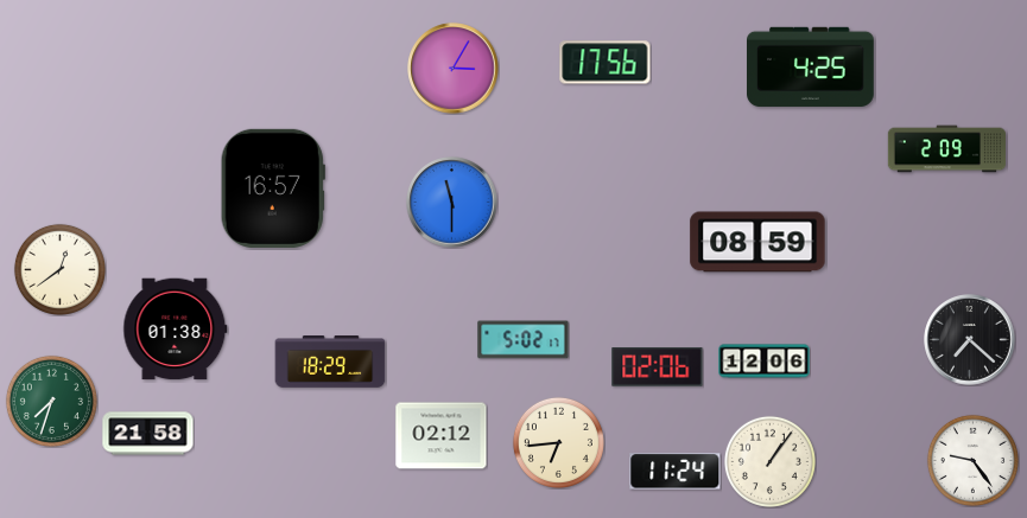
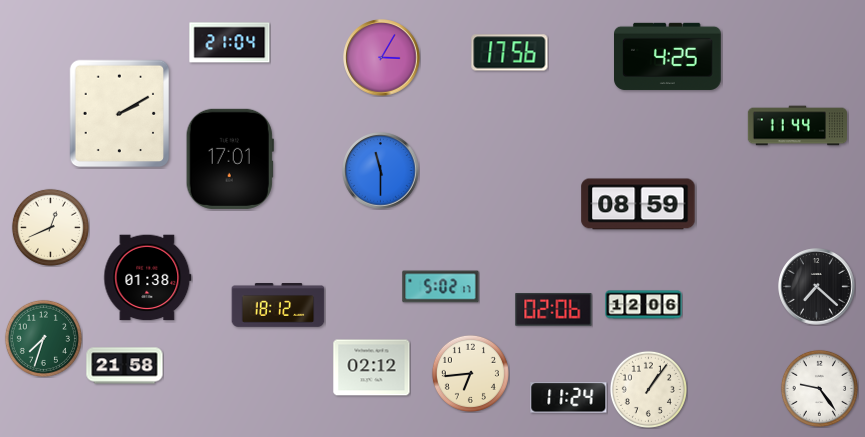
clock at (230, 43): none -> 21:04
clock at (811, 66) position: (811, 66) -> (668, 56)
clock at (120, 114): none -> 2:10
clock at (946, 149): 2:09 -> 11:44
clock at (273, 188): 16:57 -> 17:01
clock at (59, 269): 12:39 -> 12:41
clock at (330, 363): 18:29 -> 18:12
